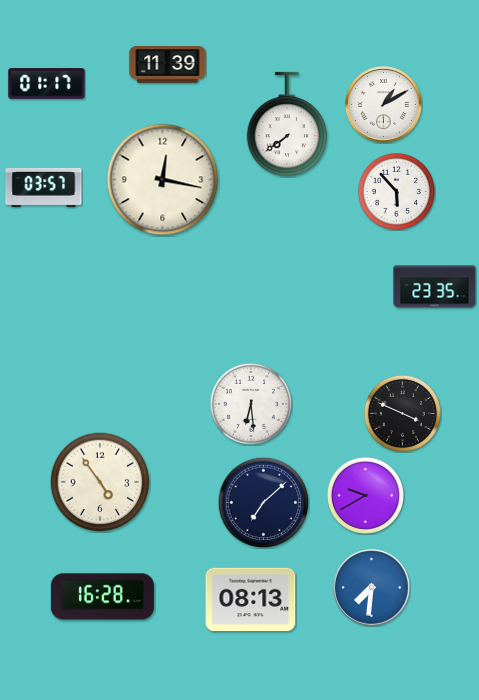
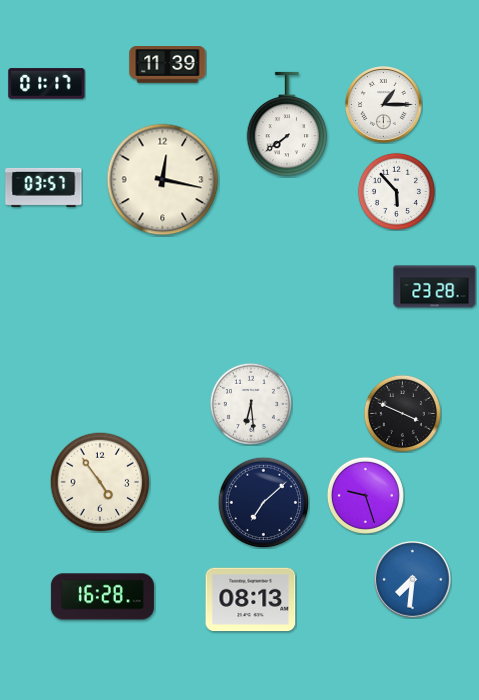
clock at (384, 105): 1:10 -> 1:15
clock at (435, 287): 23:35 -> 23:28
clock at (365, 495): 9:40 -> 9:27
clock at (372, 588) position: (372, 588) -> (413, 580)
